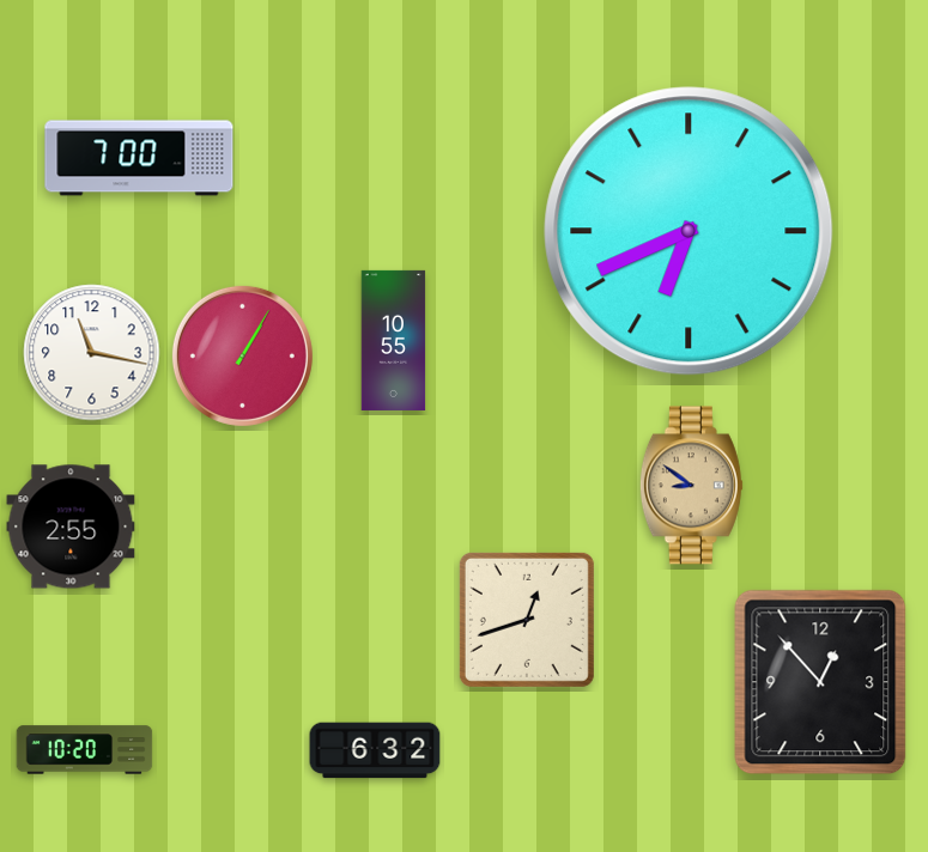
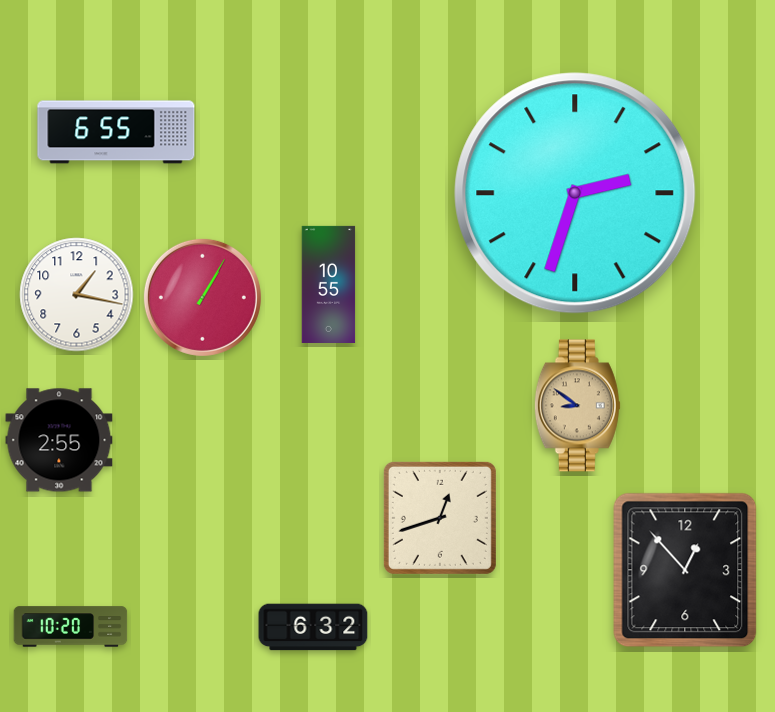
clock at (139, 158): 7:00 -> 6:55
clock at (689, 231): 6:41 -> 2:33
clock at (92, 353): 11:17 -> 1:17
